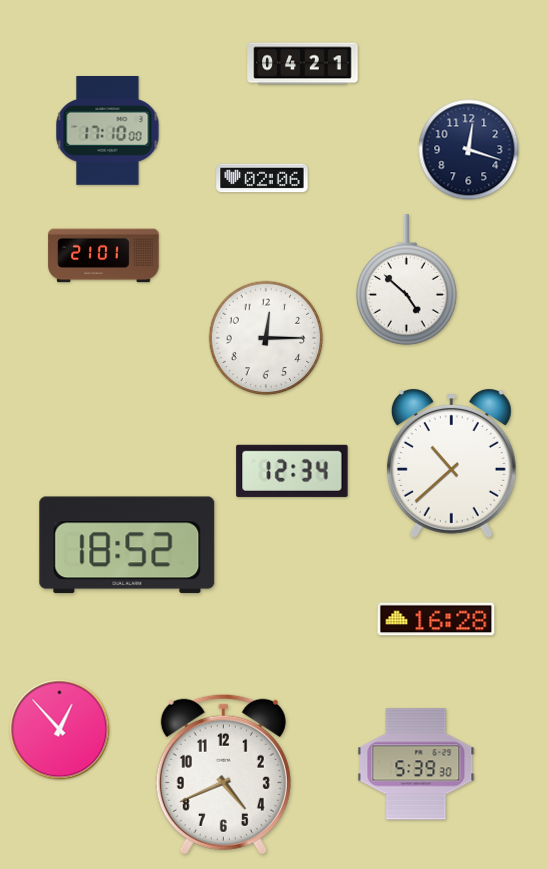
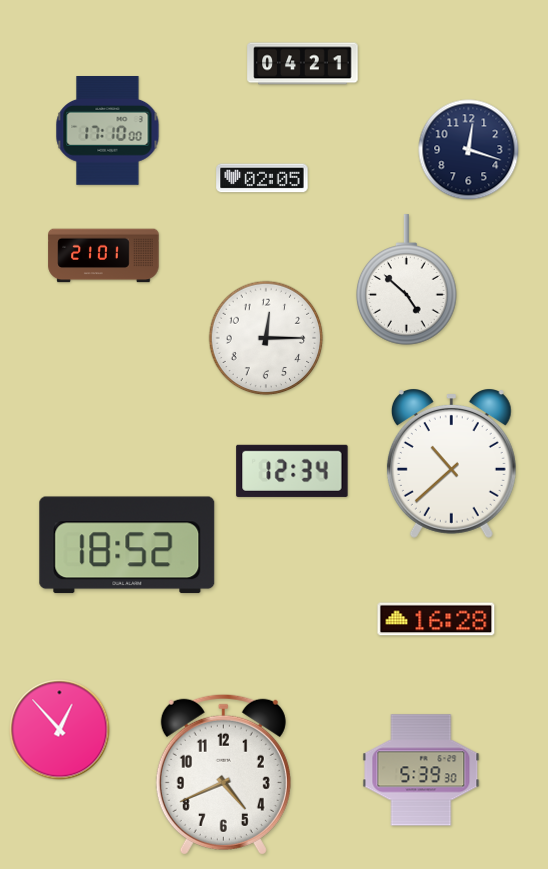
clock at (262, 178): 02:06 -> 02:05
clock at (416, 764) position: (416, 764) -> (421, 770)
